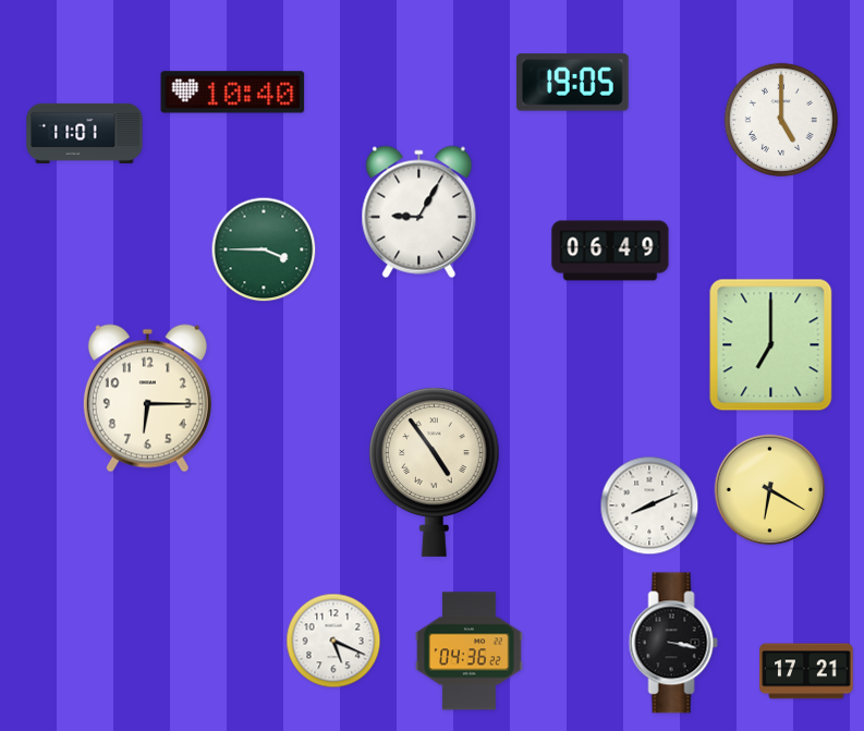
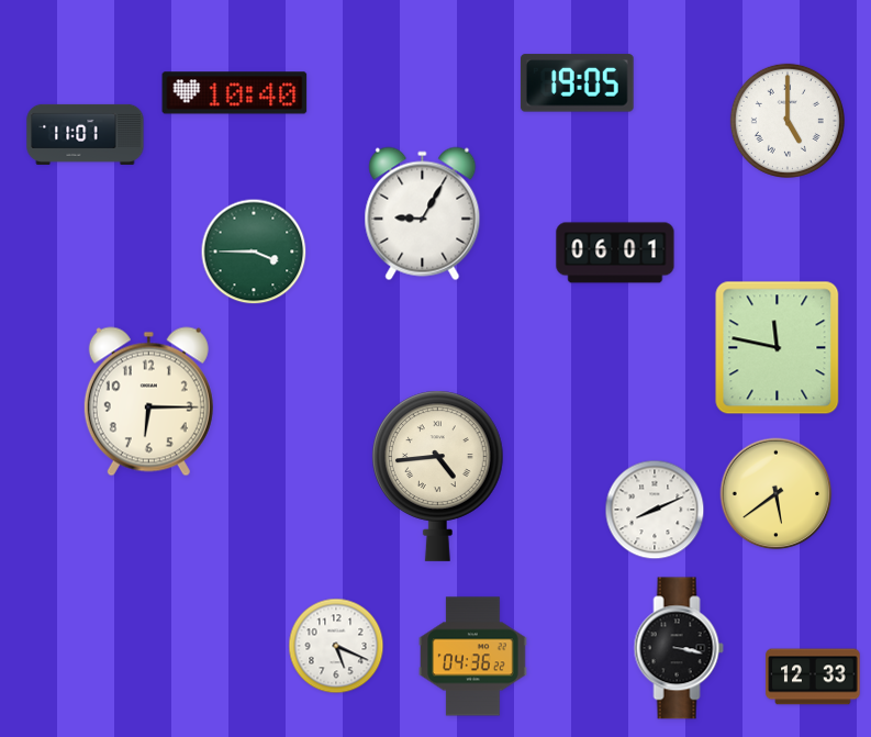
clock at (264, 249) position: (264, 249) -> (254, 252)
clock at (610, 251): 06:49 -> 06:01
clock at (771, 345): 7:00 -> 11:47
clock at (434, 472): 4:54 -> 4:44
clock at (770, 490): 6:20 -> 5:39
clock at (806, 671): 17:21 -> 12:33
